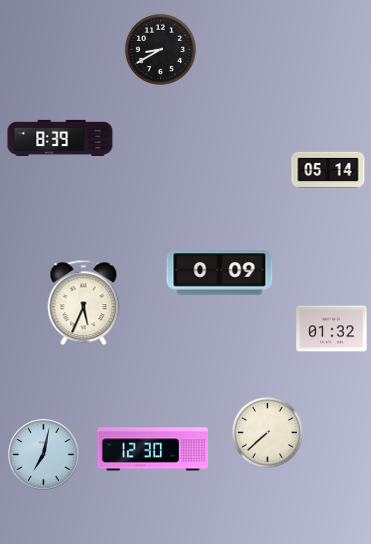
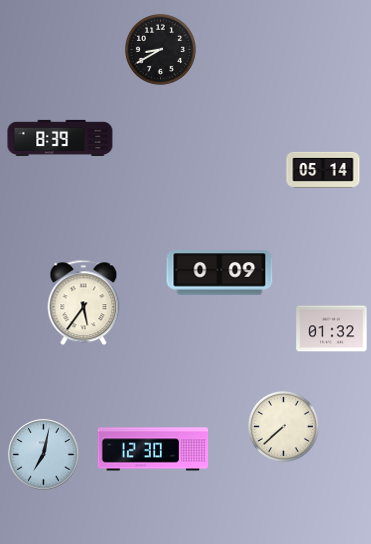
clock at (328, 170) position: (328, 170) -> (323, 170)
clock at (84, 303): 5:34 -> 5:36
clock at (267, 432) position: (267, 432) -> (283, 426)
